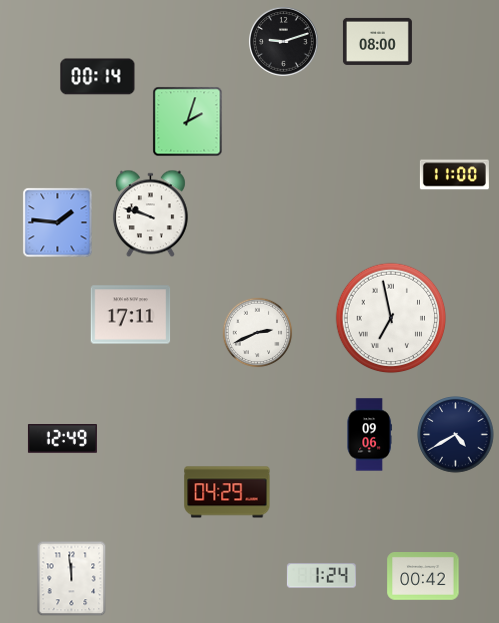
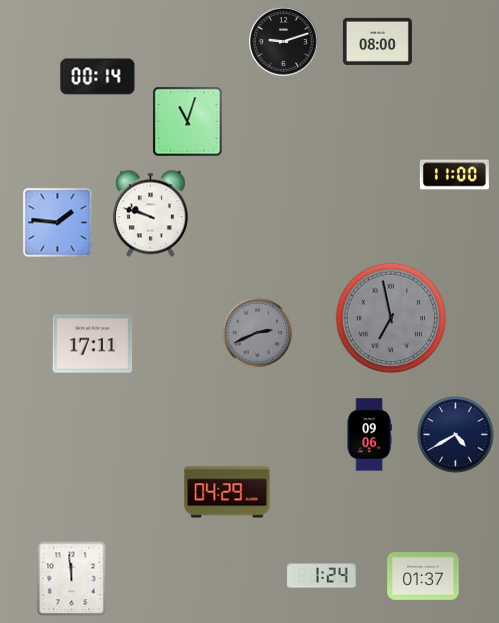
clock at (188, 122): 2:03 -> 11:03
clock at (131, 315) position: (131, 315) -> (93, 344)
clock at (391, 318) dial: white -> grey
clock at (258, 333) dial: white -> grey
clock at (62, 439): 12:49 -> none
clock at (423, 577): 00:42 -> 01:37
